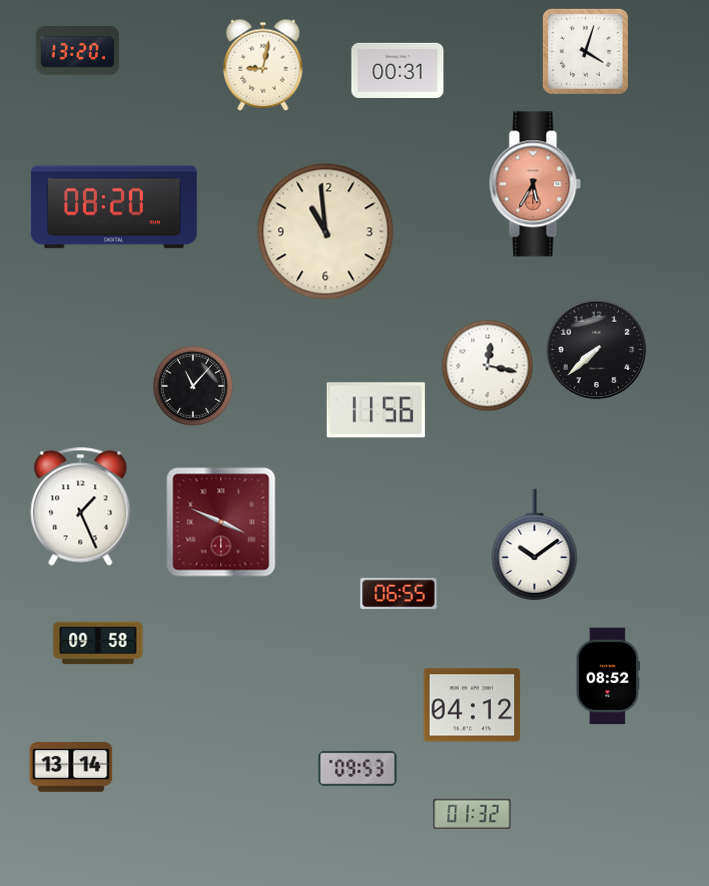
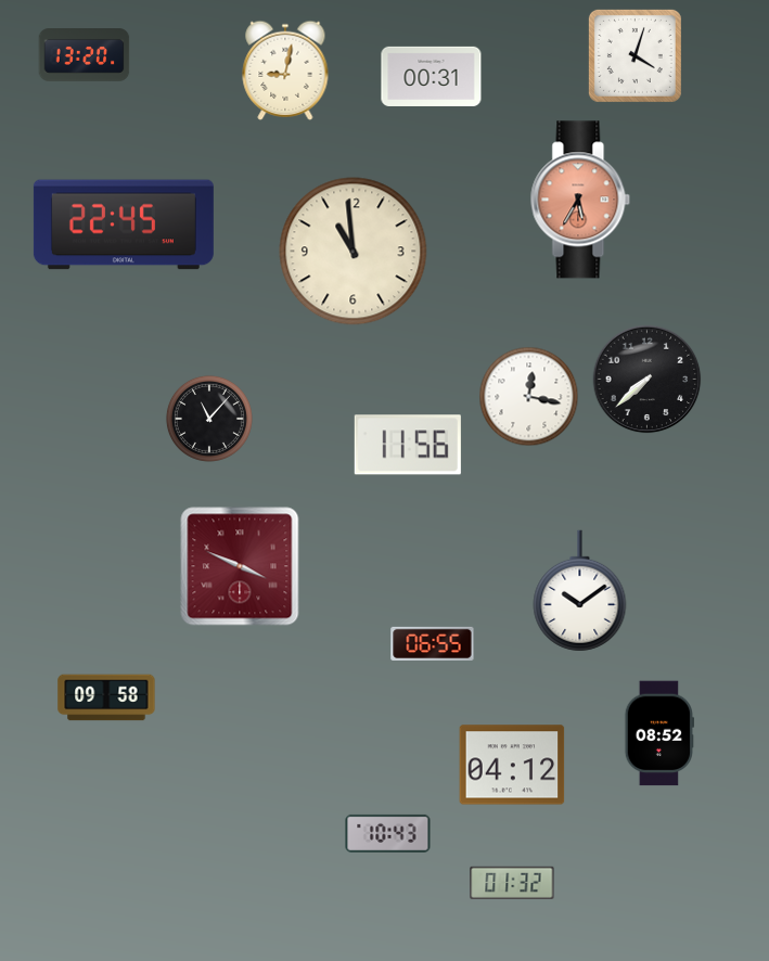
clock at (114, 207): 08:20 -> 22:45
clock at (81, 507): 1:26 -> none
clock at (71, 768): 13:14 -> none
clock at (358, 768): 09:53 -> 10:43
